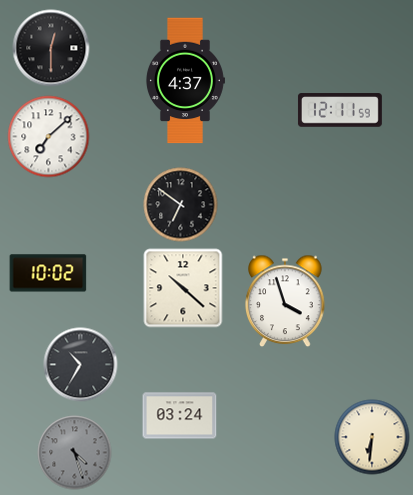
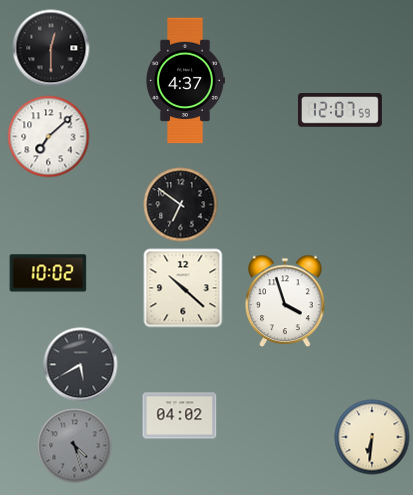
clock at (340, 110): 12:11 -> 12:07
clock at (81, 365): 10:35 -> 5:40
clock at (180, 416): 03:24 -> 04:02
clock at (75, 453) position: (75, 453) -> (75, 446)
